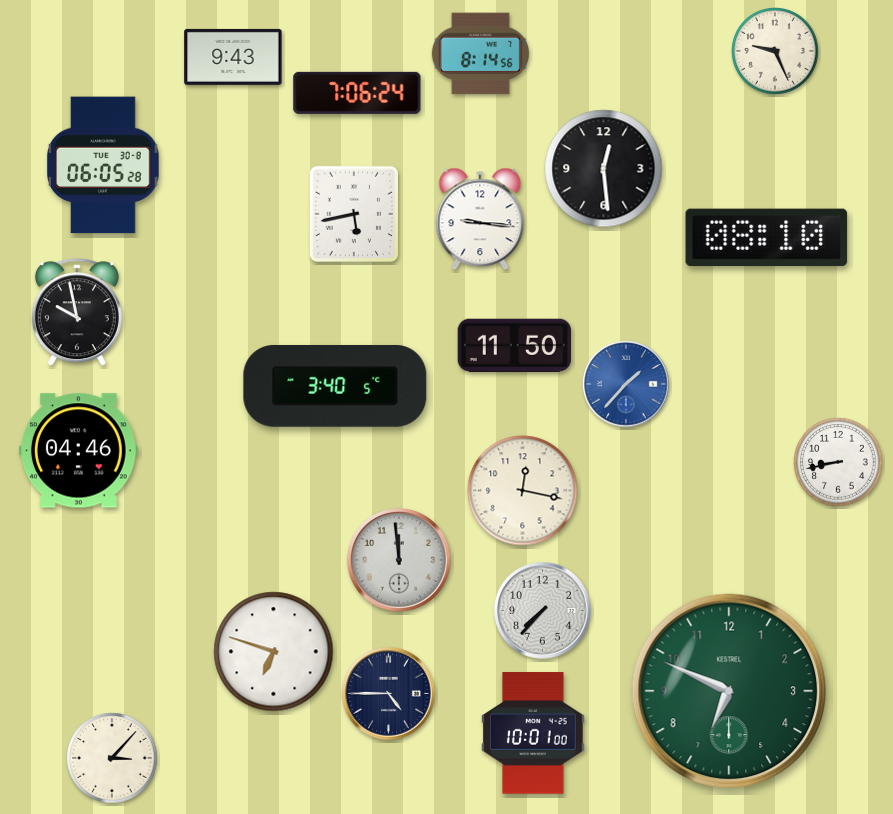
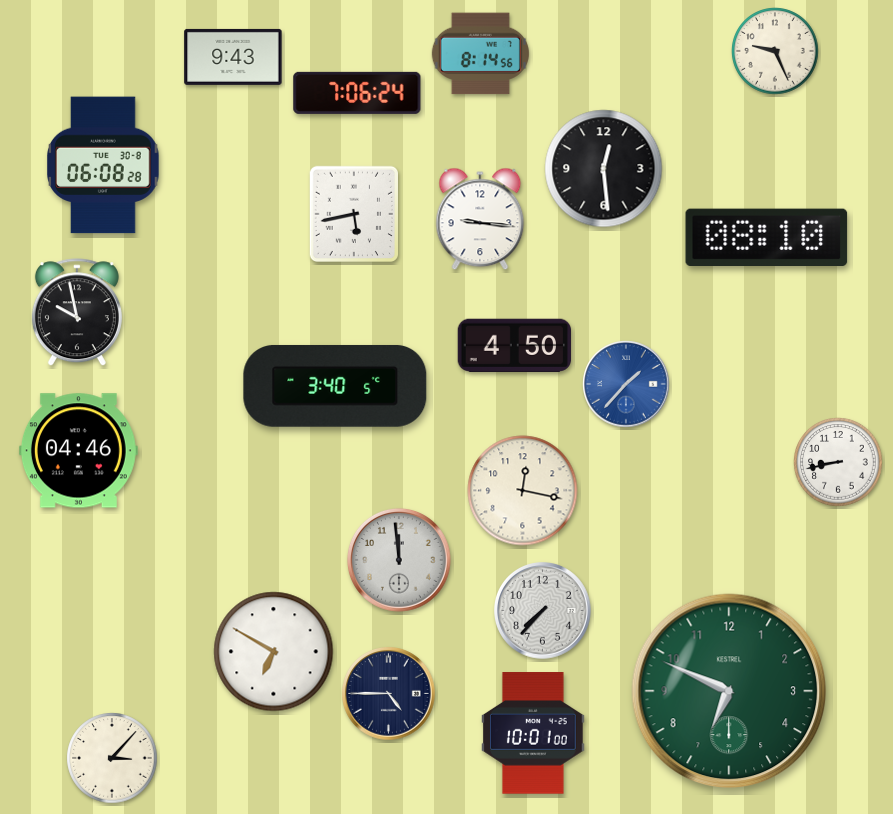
clock at (104, 165): 06:05 -> 06:08
clock at (514, 345): 11:50 -> 4:50
clock at (274, 652): 6:48 -> 6:50
